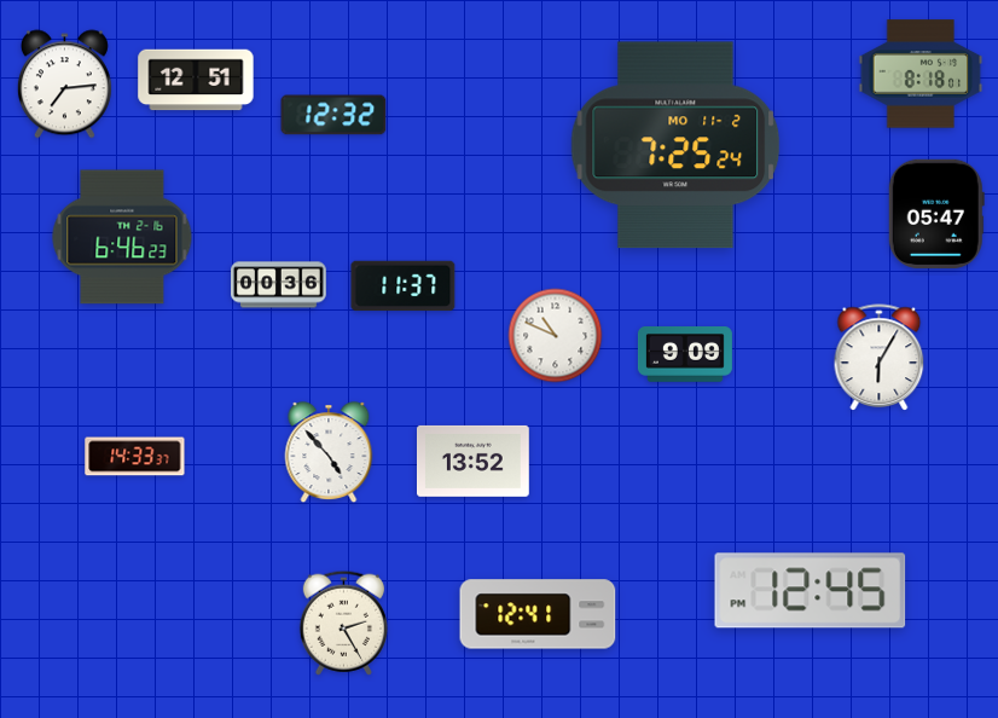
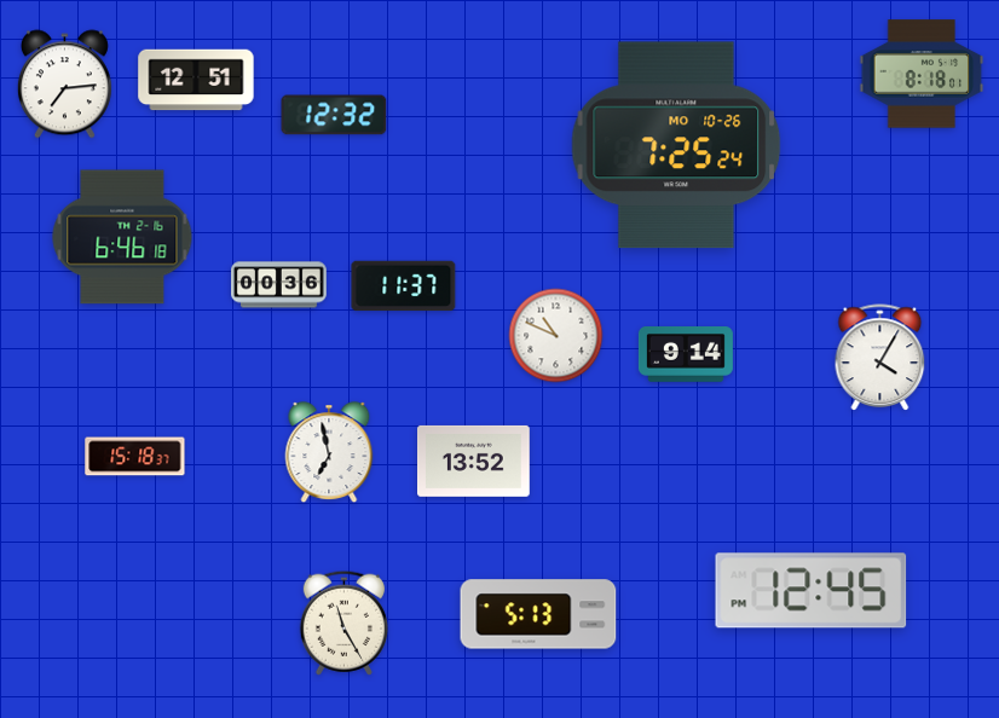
clock at (675, 145) date: MO 11-2 -> MO 10-26
clock at (936, 214): 05:47 -> none
clock at (122, 237): 6:46:23 -> 6:46:18
clock at (685, 355): 9:09 -> 9:14
clock at (880, 357): 6:05 -> 4:05
clock at (329, 453): 4:53 -> 6:58
clock at (135, 457): 14:33 -> 15:18
clock at (538, 614): 12:41 -> 5:13
clock at (343, 623): 2:25 -> 11:25
